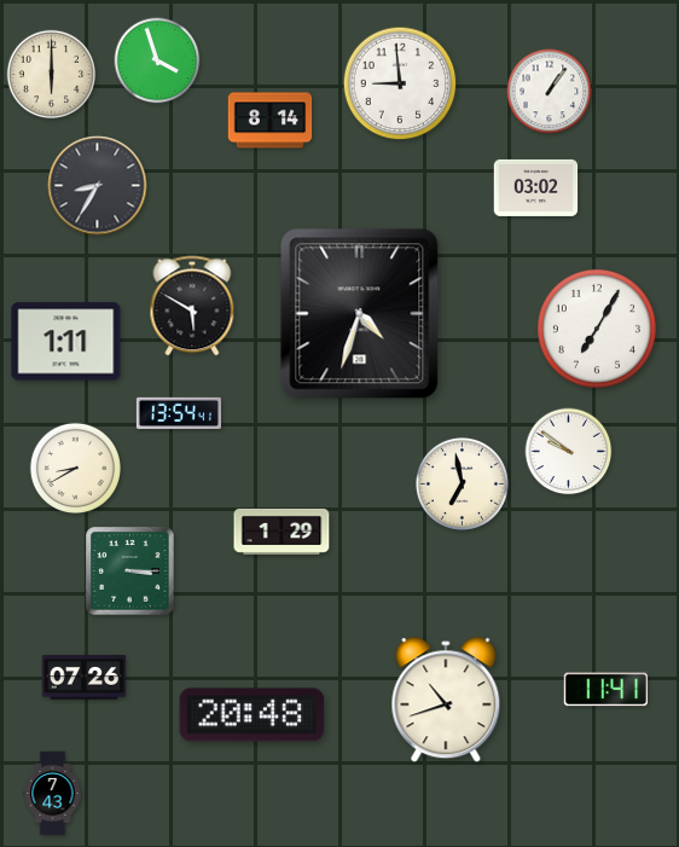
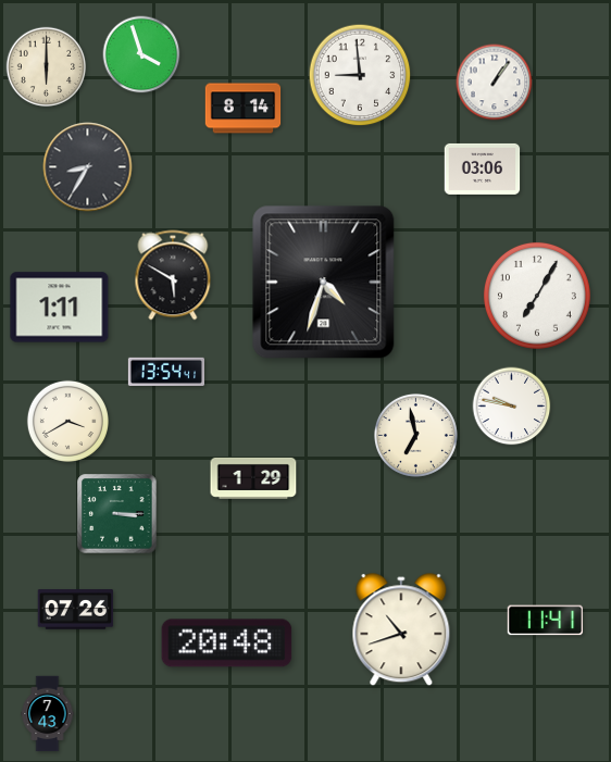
clock at (536, 187): 03:02 -> 03:06
clock at (178, 412) position: (178, 412) -> (165, 371)
clock at (569, 452): 9:51 -> 9:47
clock at (75, 468): 8:40 -> 3:40
